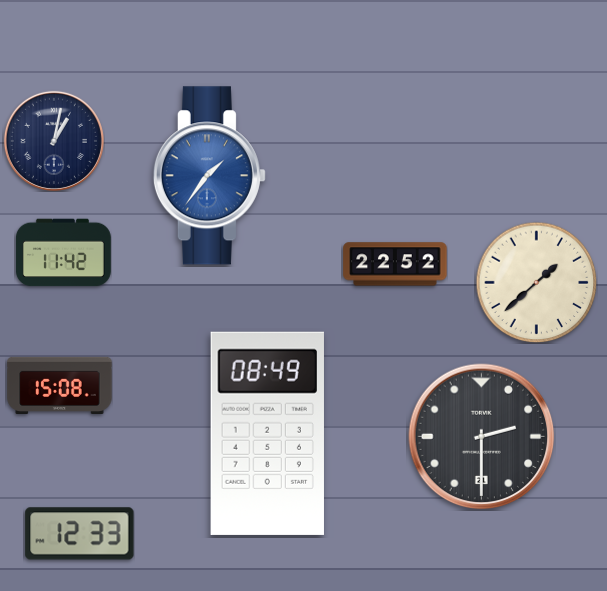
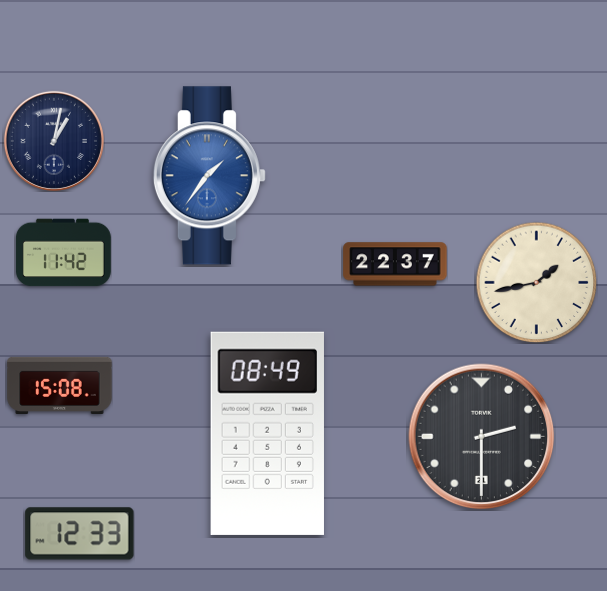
clock at (395, 264): 22:52 -> 22:37
clock at (536, 282): 1:38 -> 1:43
